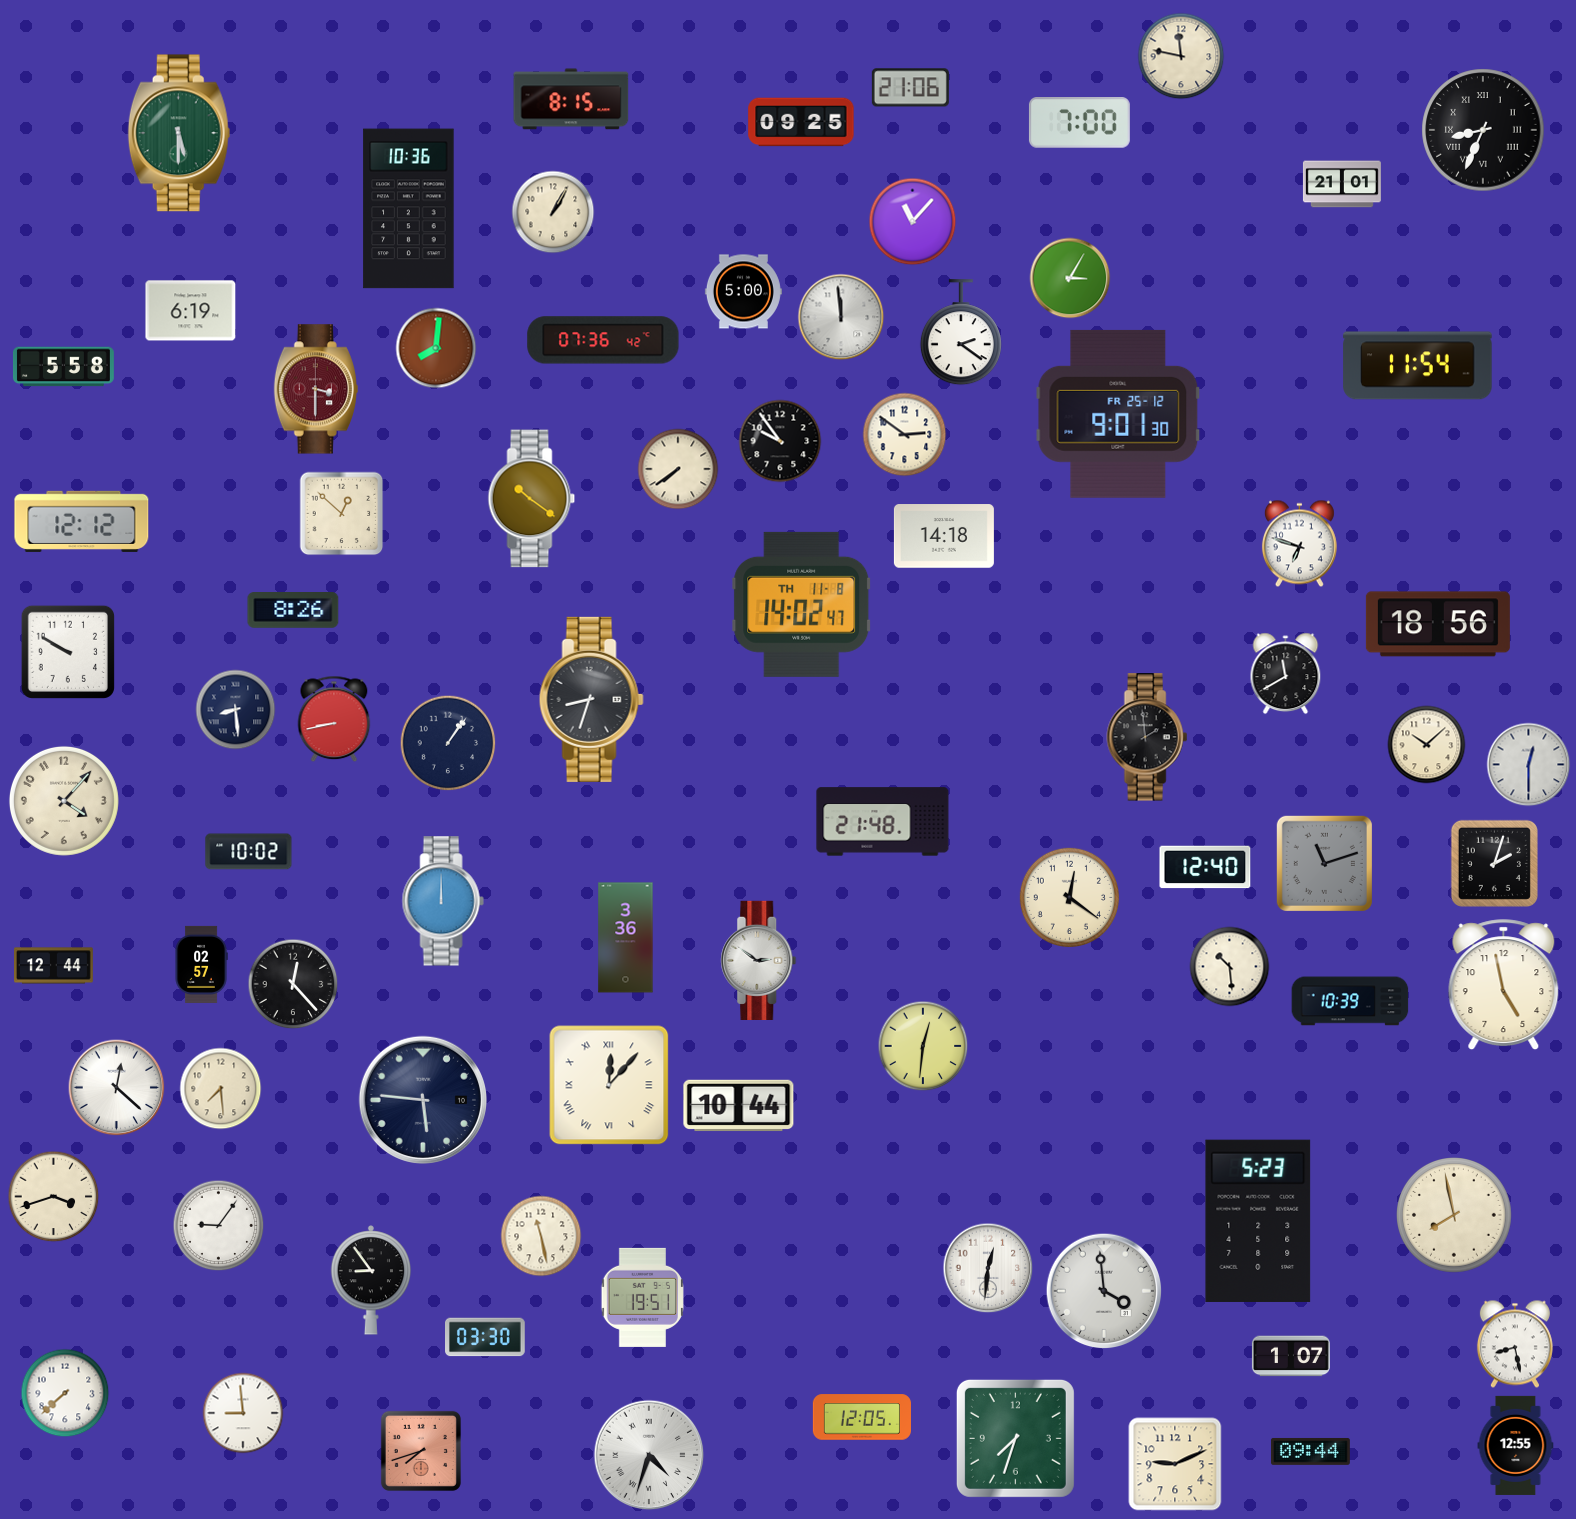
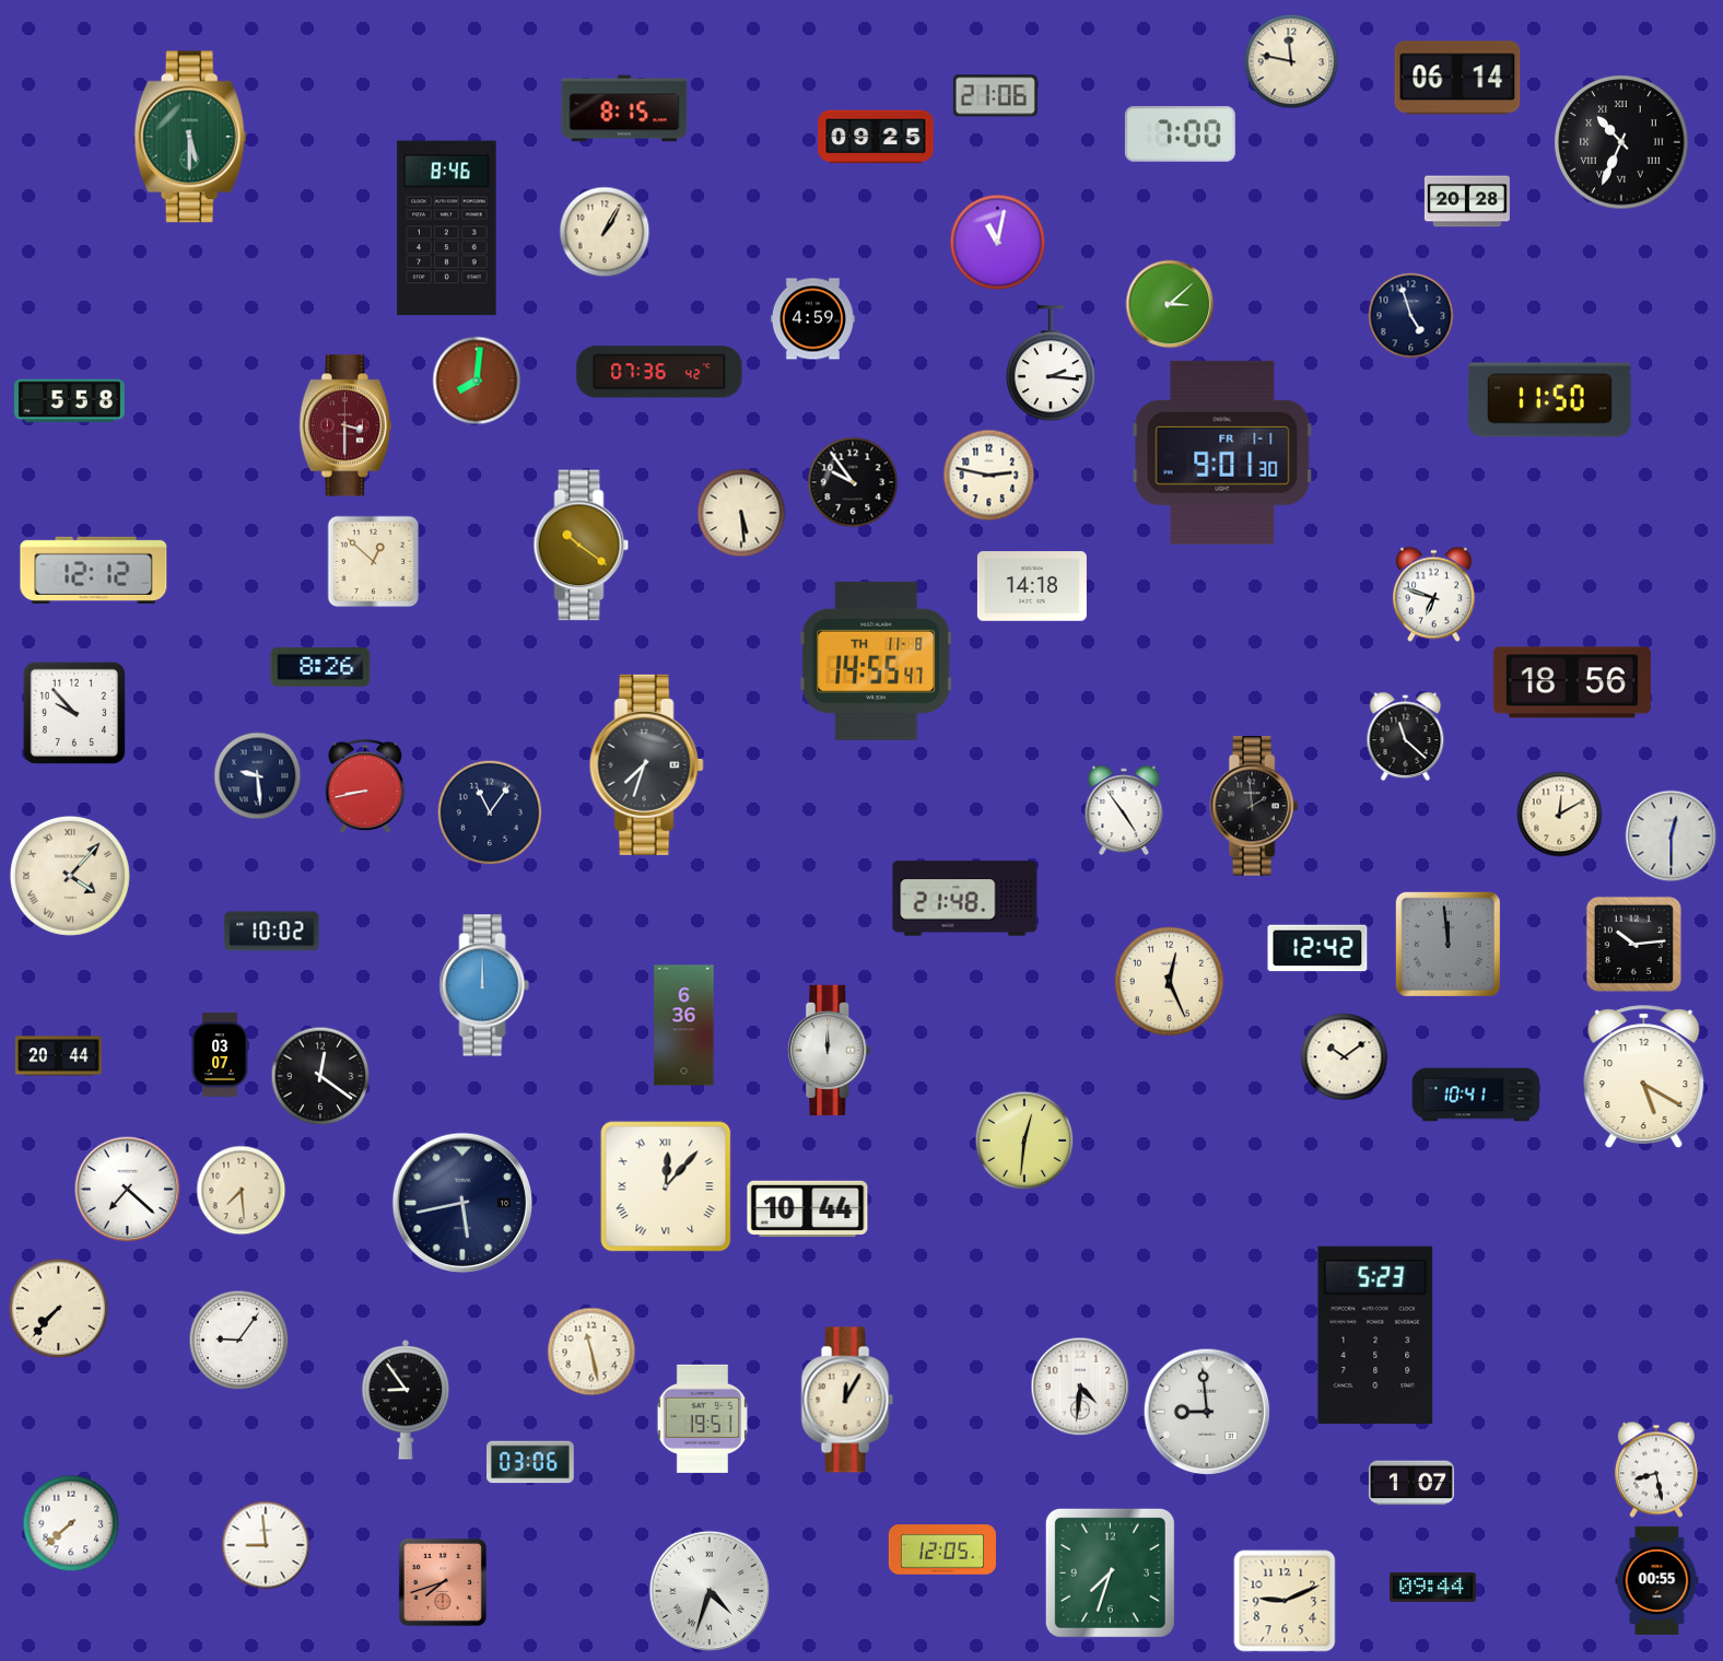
clock at (1457, 78): none -> 06:14
clock at (801, 122) position: (801, 122) -> (876, 137)
clock at (1483, 130): 8:34 -> 10:34
clock at (179, 133) position: (179, 133) -> (190, 137)
clock at (1342, 184): 21:01 -> 20:28
clock at (409, 209): 10:36 -> 8:46
clock at (913, 222): 11:07 -> 11:02
clock at (1070, 278): 3:05 -> 3:08
clock at (1411, 316): none -> 4:57
clock at (743, 292): 5:00 -> 4:59
clock at (191, 311): 6:19 -> none
clock at (841, 317): 11:59 -> none
clock at (961, 333): 2:21 -> 2:16
clock at (1418, 366): 11:54 -> 11:50
clock at (1118, 414) date: FR 25-12 -> FR 1-1
clock at (905, 435): 2:51 -> 2:47
clock at (678, 469): 7:39 -> 5:29
clock at (82, 521) position: (82, 521) -> (94, 570)
clock at (1299, 544) position: (1299, 544) -> (1433, 595)
clock at (802, 604): 14:02 -> 14:55
clock at (68, 652): 9:50 -> 9:53
clock at (1286, 674): 11:40 -> 11:22
clock at (591, 699): 8:33 -> 7:33
clock at (236, 710): 8:29 -> 9:29
clock at (1124, 810): none -> 4:54
clock at (448, 743): 1:06 -> 11:06
clock at (1427, 745): 10:08 -> 12:10
clock at (64, 801) numerals: Arabic -> Roman
clock at (1324, 863): 11:12 -> 11:59
clock at (1494, 863): 2:03 -> 10:14
clock at (1205, 867): 12:40 -> 12:42
clock at (1069, 897): 12:21 -> 12:26
clock at (626, 938): 3:36 -> 6:36
clock at (759, 960): 2:51 -> 12:00
clock at (201, 964): 02:57 -> 03:07
clock at (54, 966): 12:44 -> 20:44
clock at (1230, 967): 10:29 -> 10:09
clock at (293, 984): 12:23 -> 12:21
clock at (1504, 985): 4:58 -> 5:20
clock at (1350, 1001): 10:39 -> 10:41
clock at (923, 1046) position: (923, 1046) -> (1024, 1141)
clock at (117, 1088): 12:22 -> 7:22
clock at (422, 1099): 5:46 -> 5:43
clock at (54, 1197): 3:42 -> 7:37
clock at (1455, 1216): 7:58 -> none
clock at (988, 1268): 12:31 -> 4:31
clock at (847, 1400): none -> 12:05
clock at (1104, 1291): 3:59 -> 8:59
clock at (486, 1337): 03:30 -> 03:06
clock at (1516, 1445): 12:55 -> 00:55
clock at (421, 1451) position: (421, 1451) -> (443, 1582)
